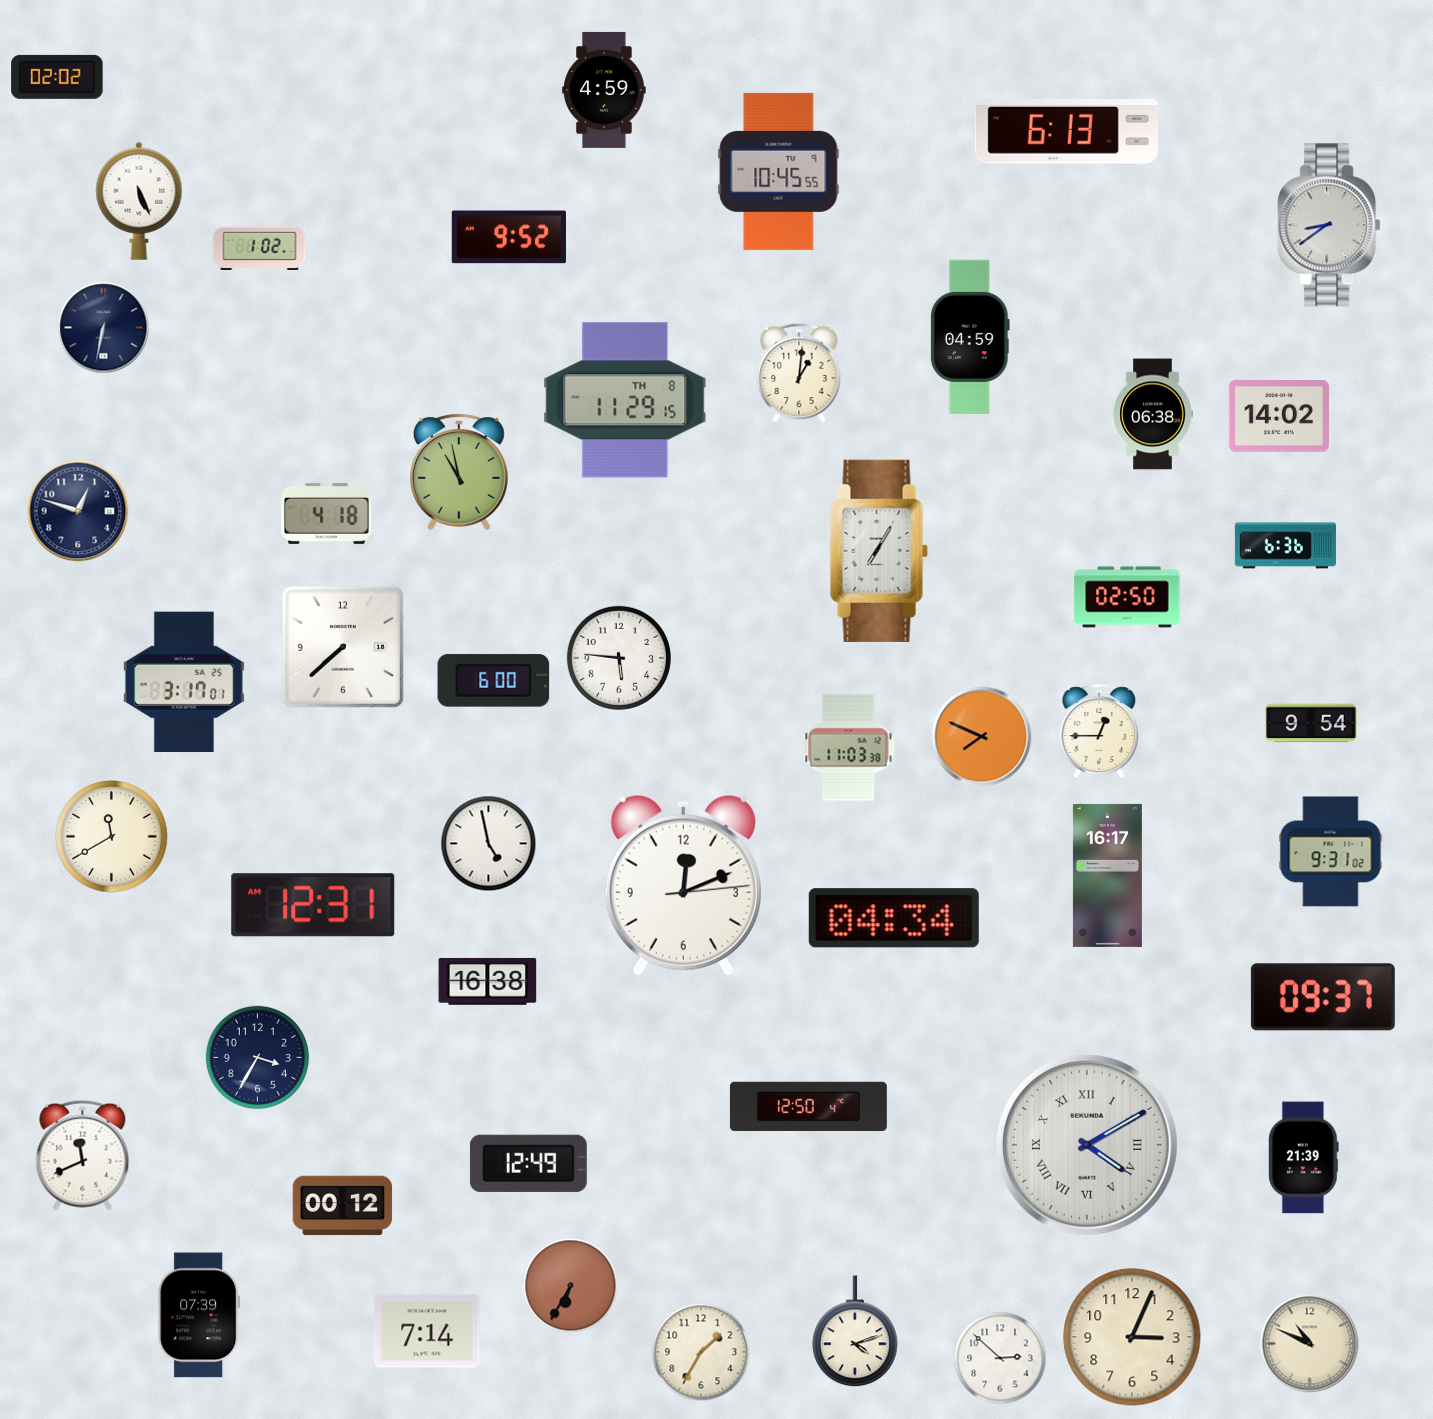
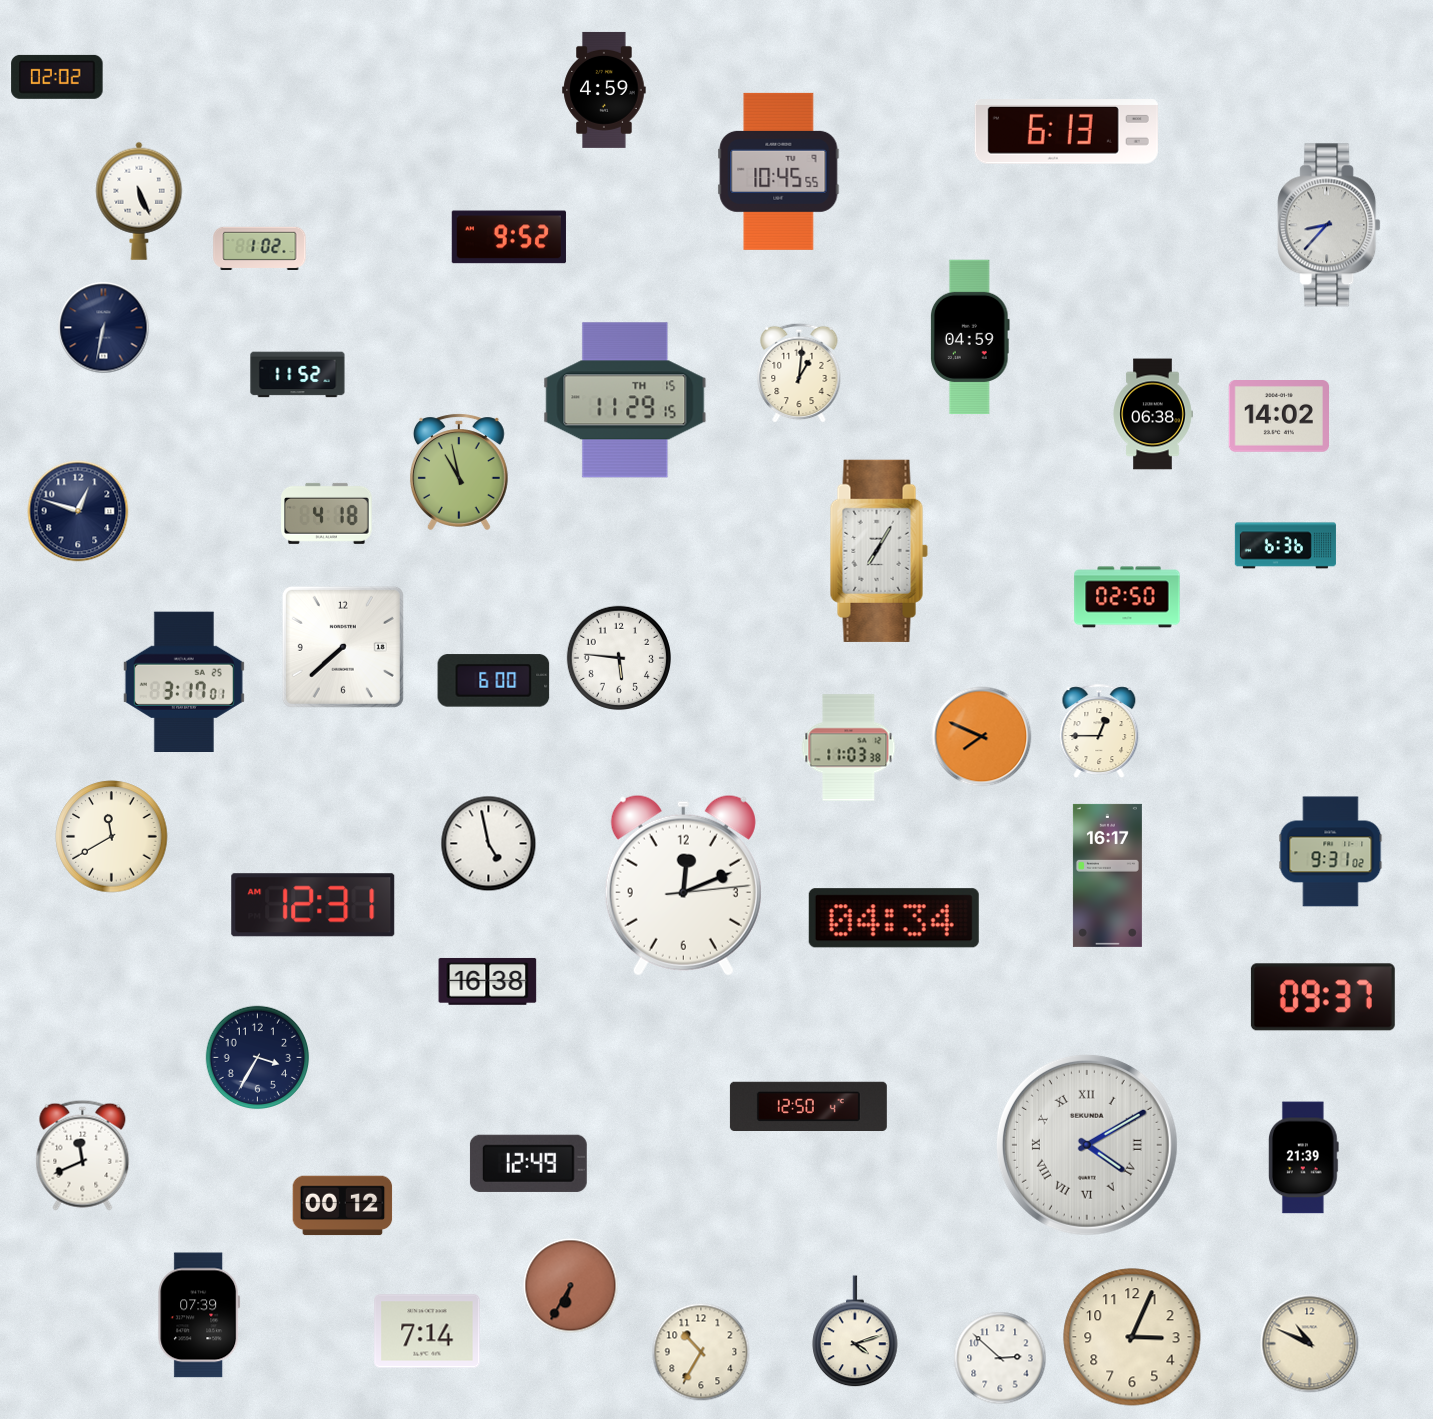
clock at (1329, 225): 8:39 -> 8:37
clock at (298, 375): none -> 11:52
clock at (625, 400) date: TH 8 -> TH 15
clock at (1311, 723): 9:54 -> none
clock at (701, 1352): 1:35 -> 10:35
